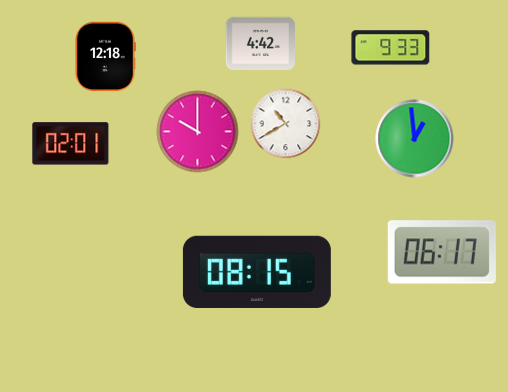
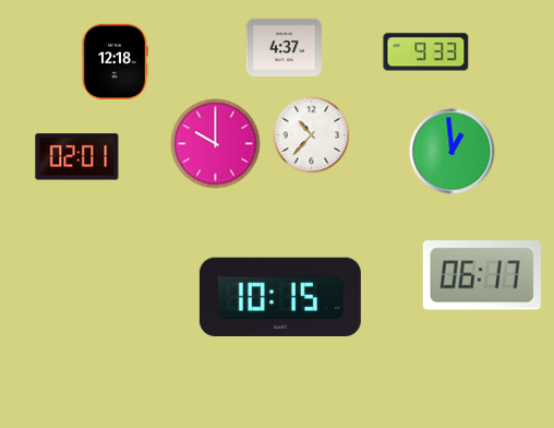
clock at (261, 44): 4:42 -> 4:37
clock at (286, 124): 10:40 -> 10:37
clock at (257, 272): 08:15 -> 10:15
